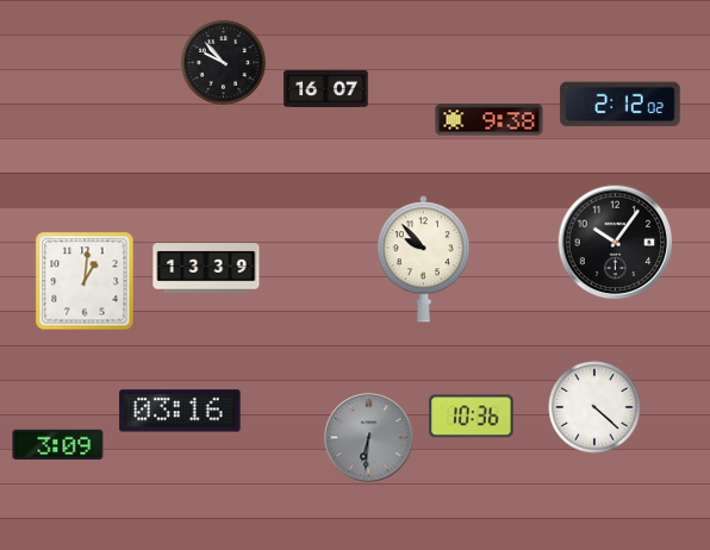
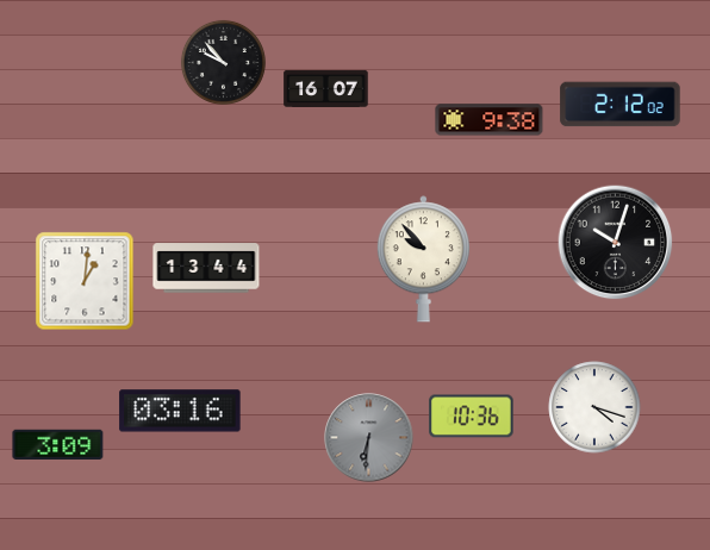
clock at (616, 243): 10:06 -> 10:03
clock at (206, 268): 13:39 -> 13:44
clock at (594, 407): 4:22 -> 4:18
